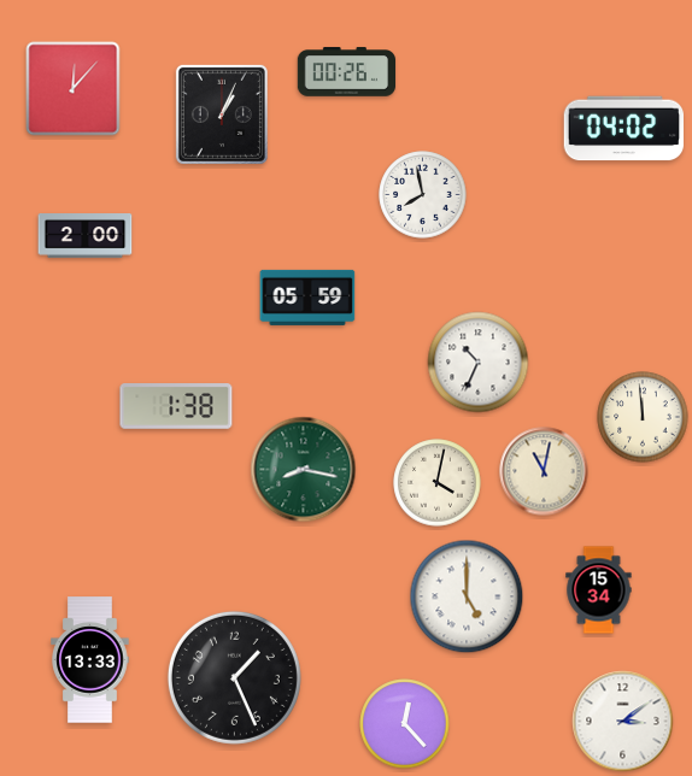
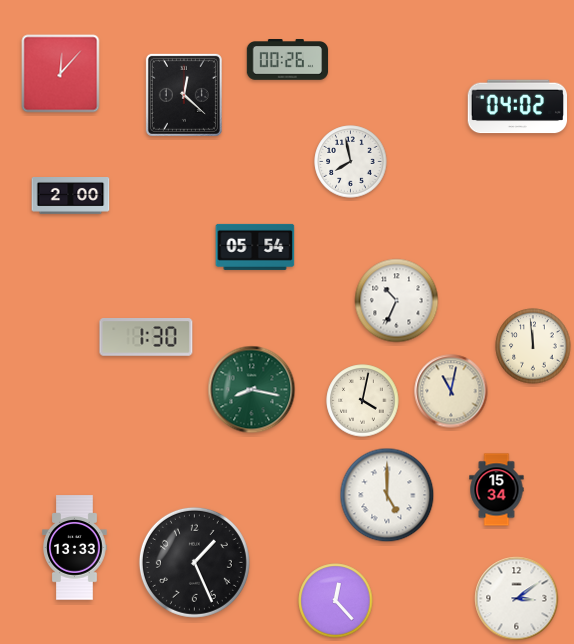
clock at (222, 114): 1:04 -> 12:22
clock at (307, 298): 05:59 -> 05:54
clock at (176, 407): 1:38 -> 1:30
